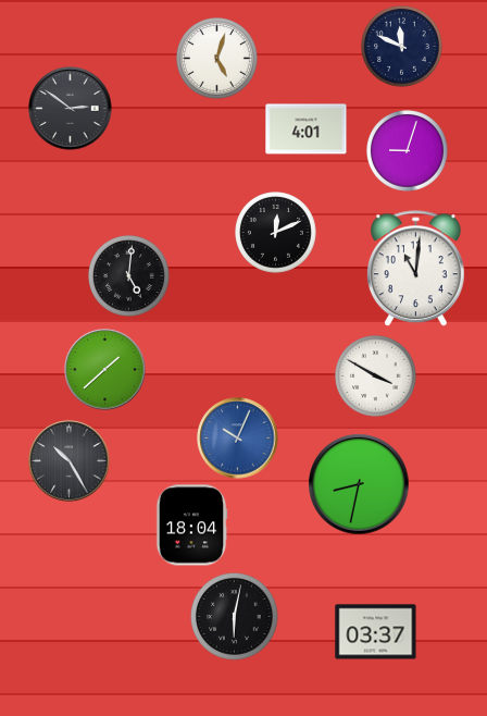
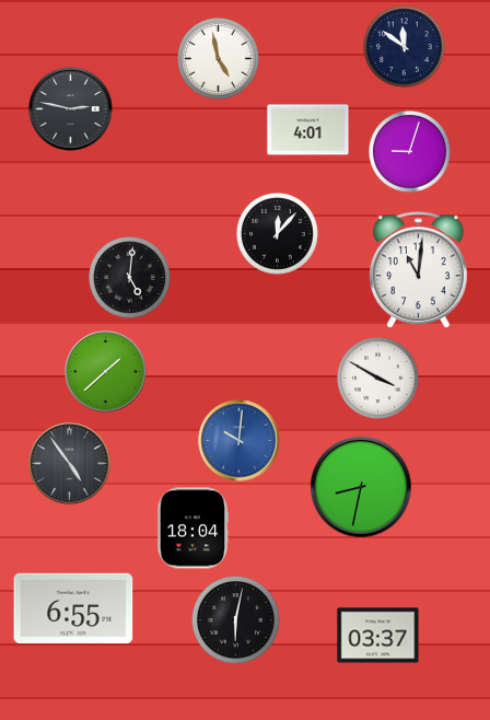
clock at (402, 47): 11:49 -> 11:51
clock at (217, 59): 5:03 -> 4:58
clock at (71, 109): 2:51 -> 2:47
clock at (276, 233): 12:11 -> 12:07
clock at (238, 439): 10:04 -> 10:01
clock at (70, 461): 10:25 -> 4:54
clock at (73, 607): none -> 6:55
